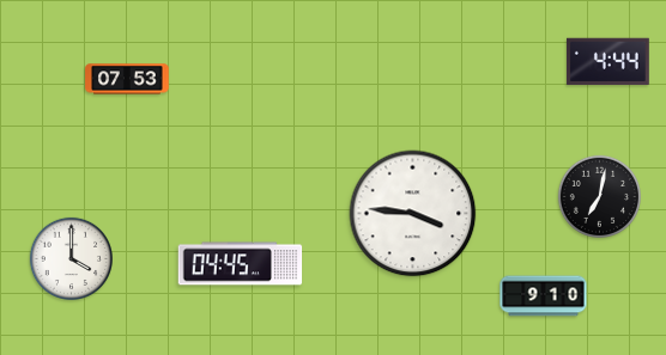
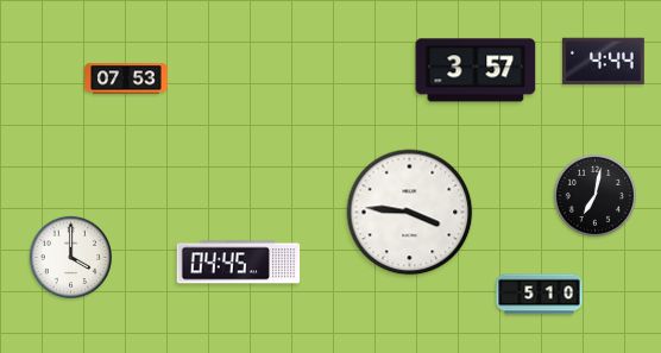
clock at (476, 70): none -> 3:57
clock at (544, 296): 9:10 -> 5:10
